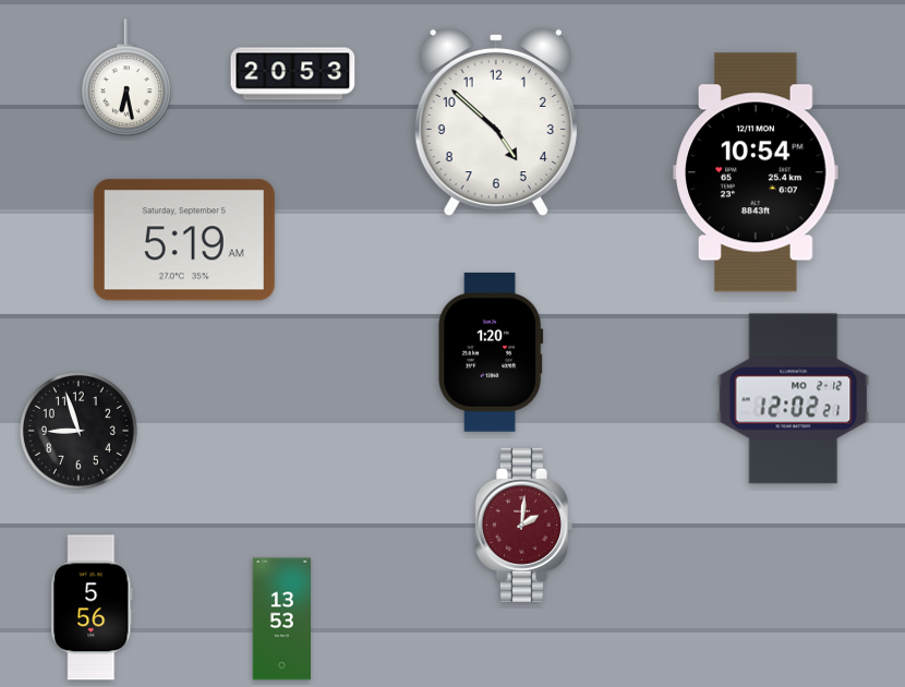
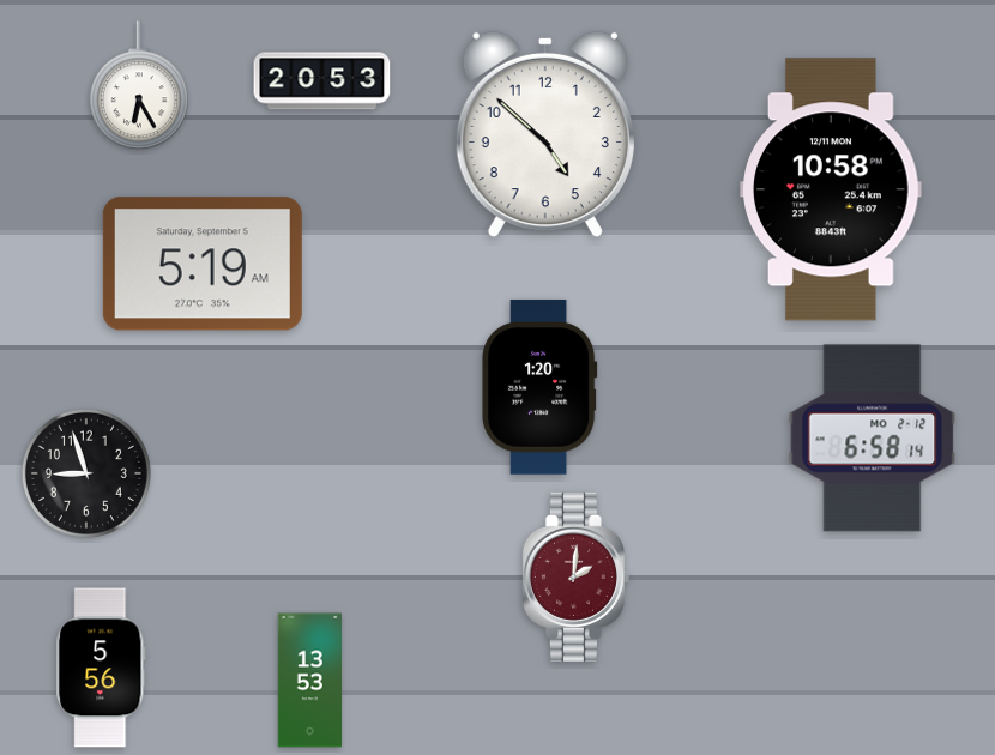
clock at (126, 79): 6:28 -> 6:25
clock at (756, 172): 10:54 -> 10:58
clock at (794, 399): 12:02 -> 6:58
